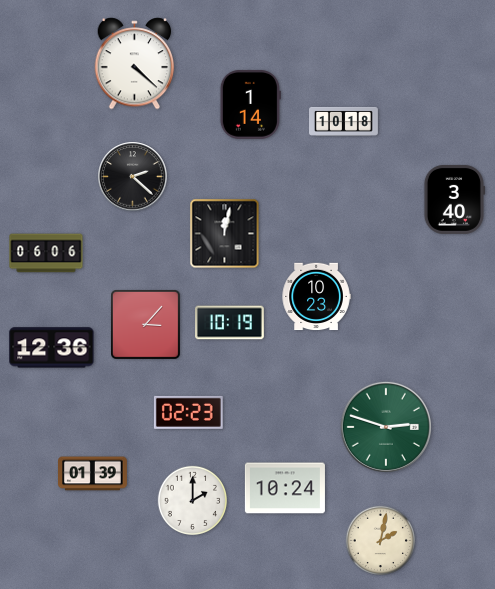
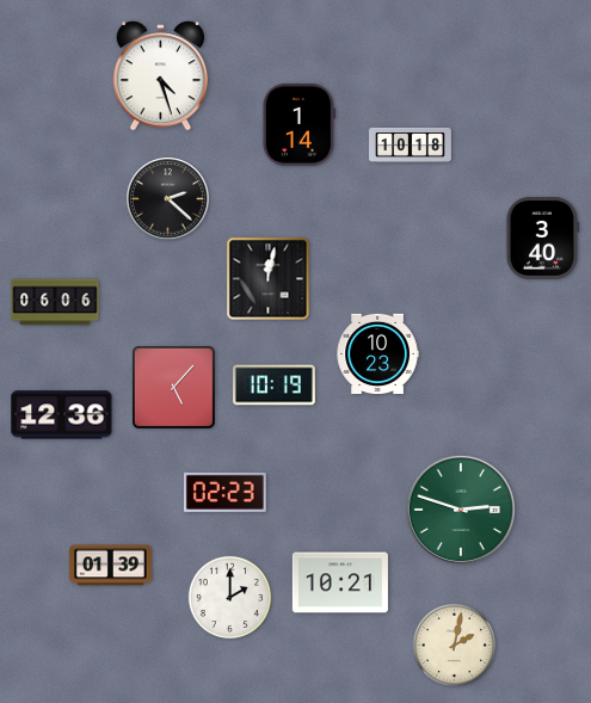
clock at (135, 64): 4:22 -> 4:27
clock at (133, 177) position: (133, 177) -> (168, 199)
clock at (146, 325): 3:07 -> 5:07
clock at (285, 488): 10:24 -> 10:21
